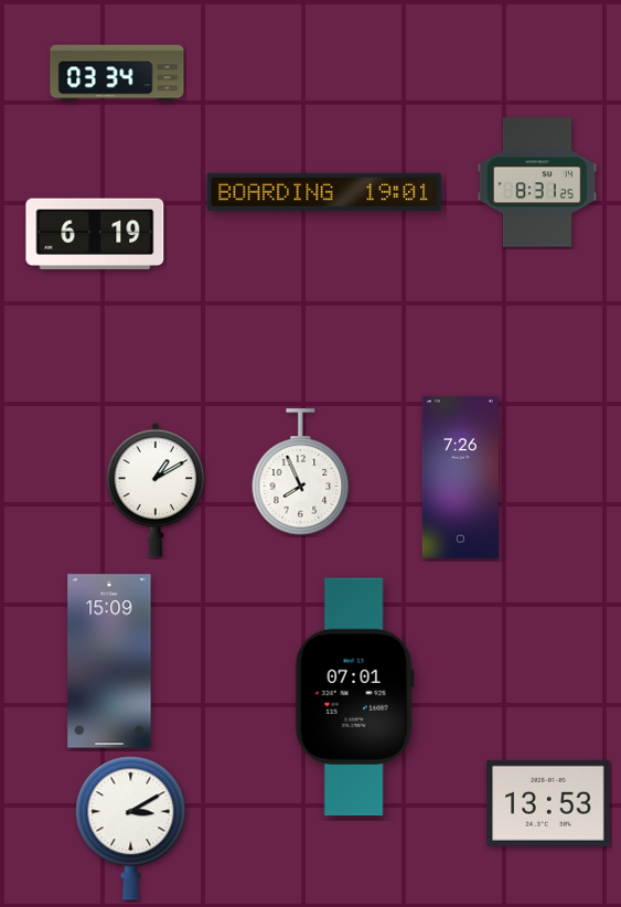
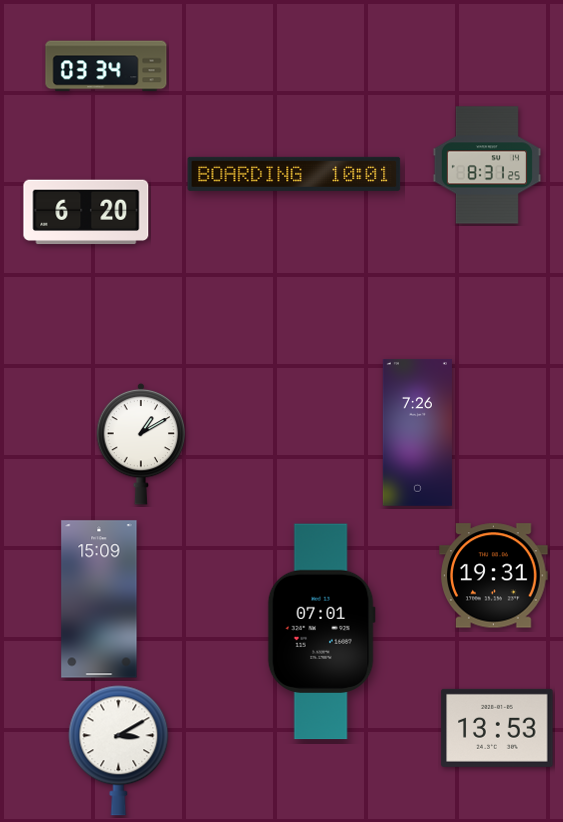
clock at (324, 192): 19:01 -> 10:01
clock at (95, 234): 6:19 -> 6:20
clock at (301, 472): 7:56 -> none
clock at (494, 576): none -> 19:31
